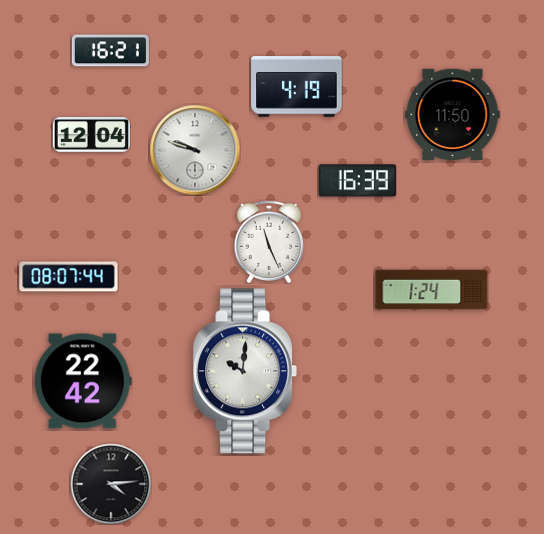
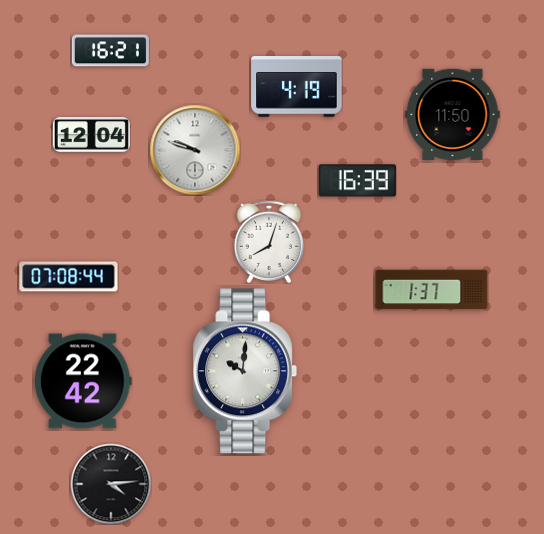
clock at (269, 241): 11:26 -> 8:03
clock at (69, 277): 08:07 -> 07:08
clock at (432, 290): 1:24 -> 1:37
